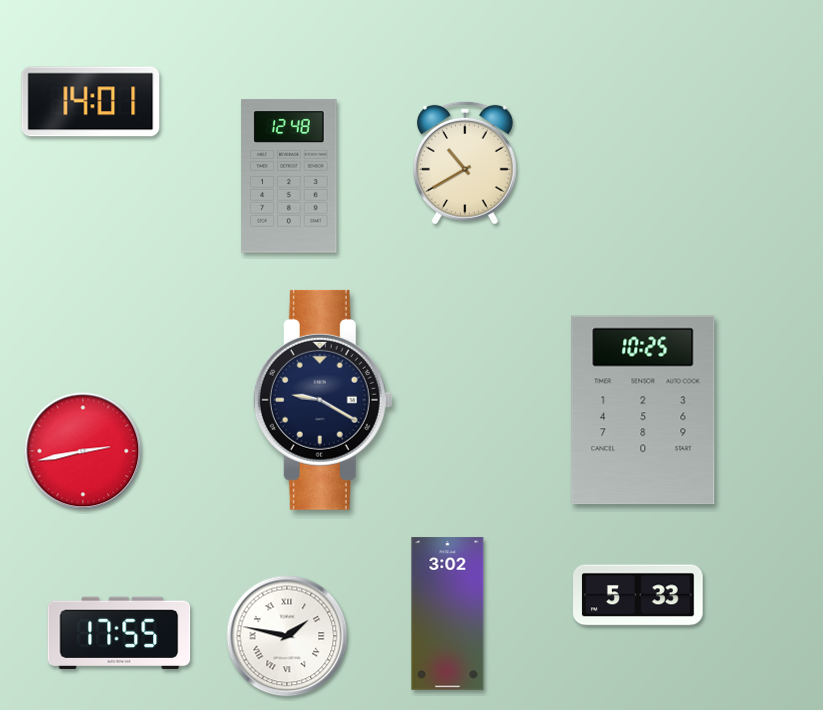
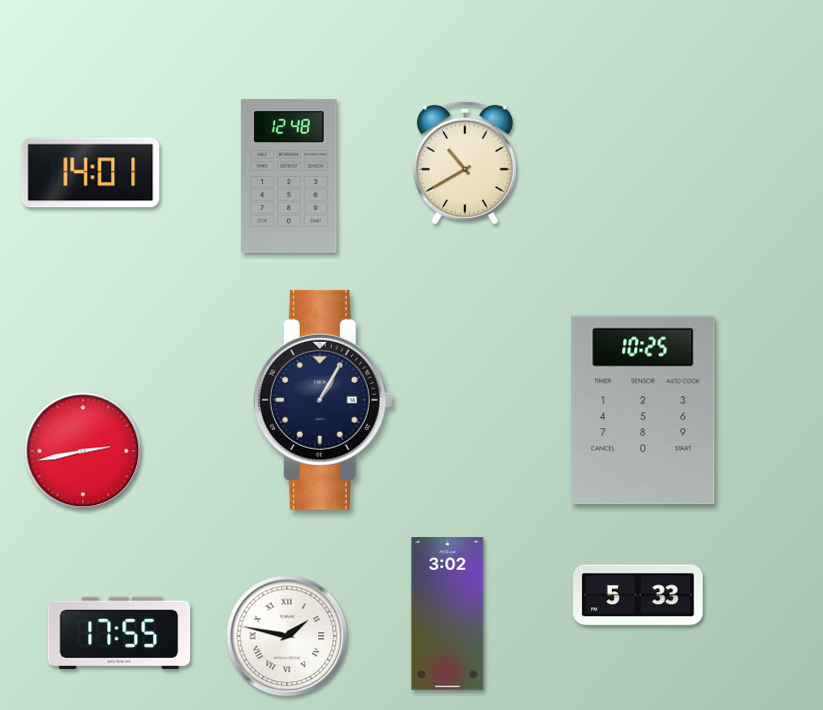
clock at (91, 102) position: (91, 102) -> (91, 173)
clock at (323, 400): 9:20 -> 1:05
